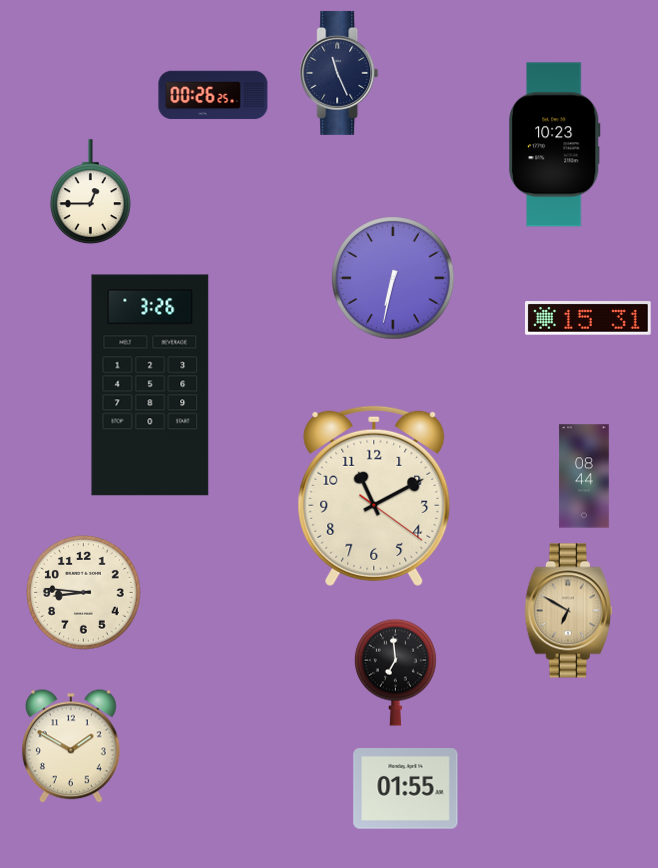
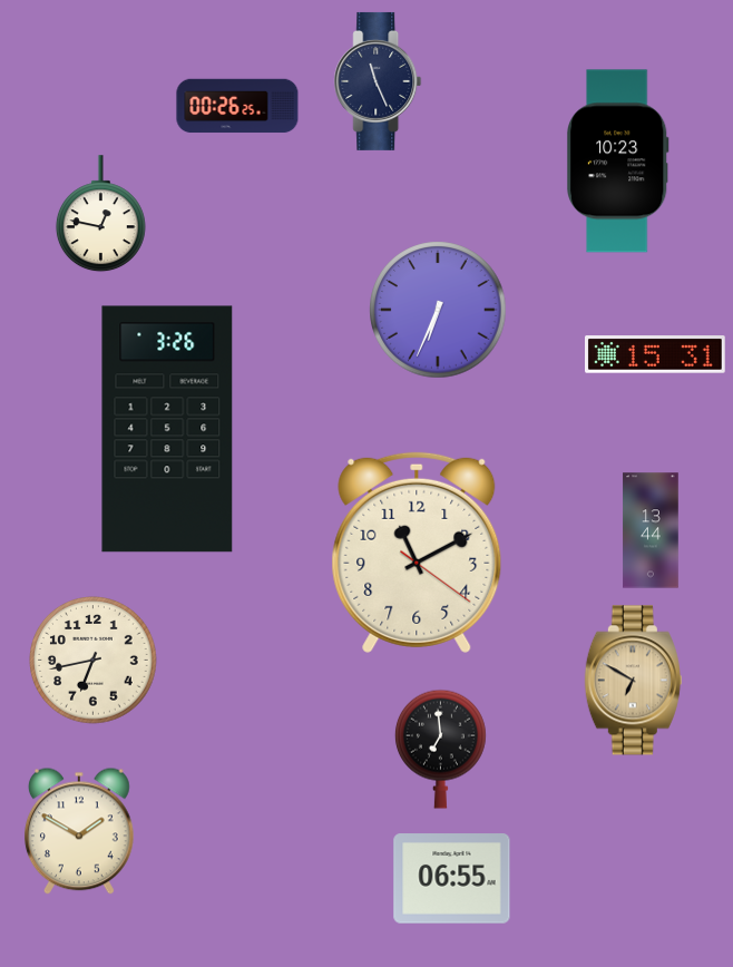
clock at (90, 192): 12:45 -> 12:47
clock at (393, 278): 6:32 -> 6:34
clock at (584, 476): 08:44 -> 13:44
clock at (84, 593): 8:46 -> 6:43
clock at (406, 789): 01:55 -> 06:55
